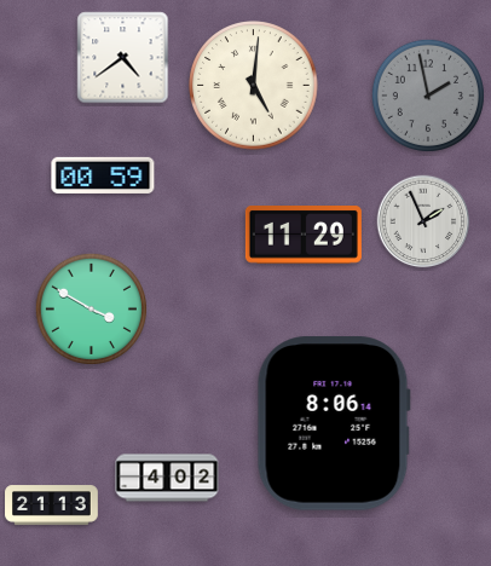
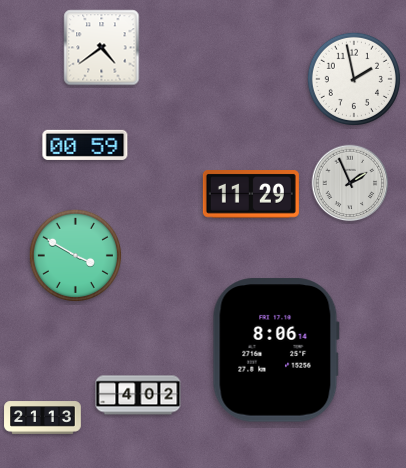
clock at (254, 86): 5:01 -> none
clock at (428, 96) dial: grey -> white
